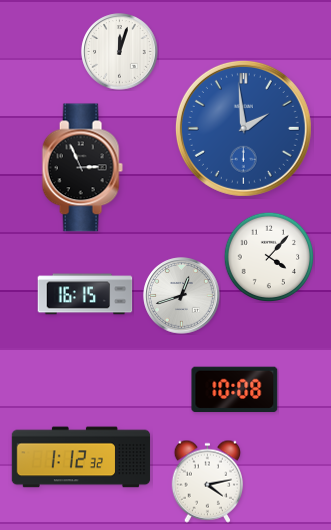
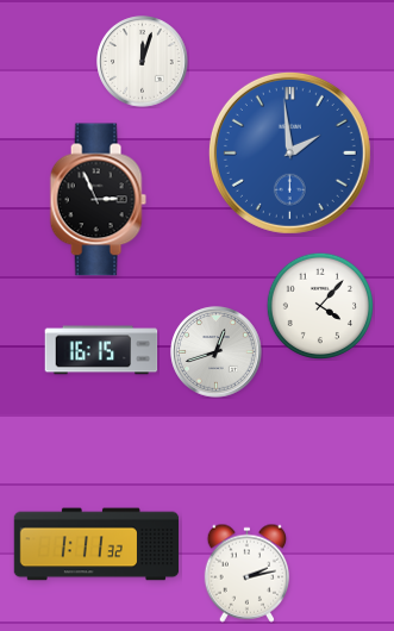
clock at (235, 390): 10:08 -> none
clock at (81, 457): 1:12 -> 1:11
clock at (208, 481): 4:13 -> 2:13
